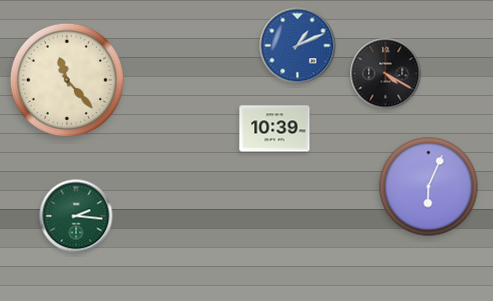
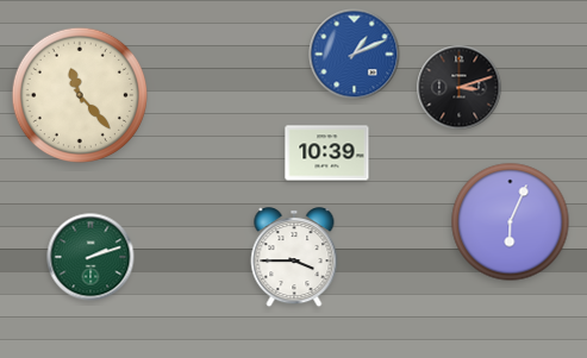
clock at (386, 74): 4:20 -> 3:12
clock at (76, 216): 2:16 -> 2:12
clock at (294, 258): none -> 3:45
